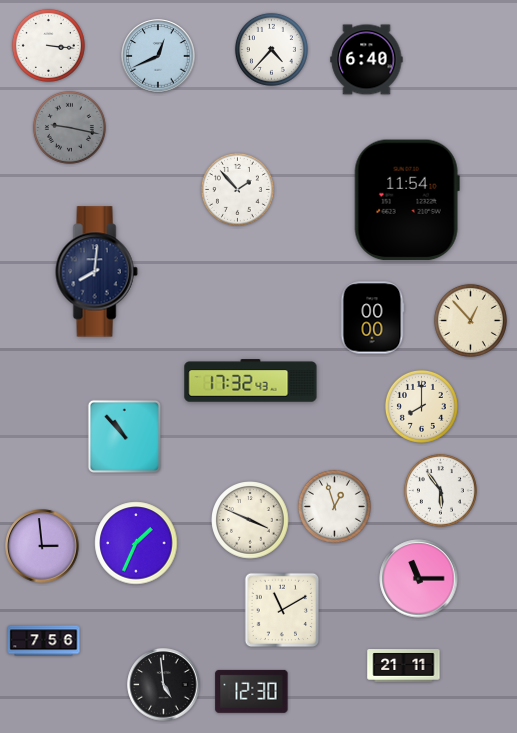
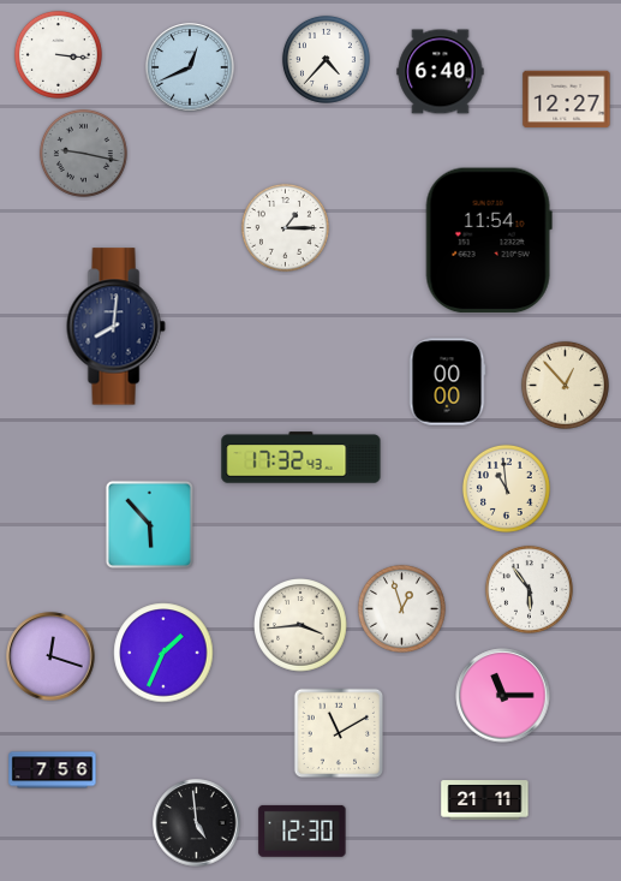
clock at (567, 100): none -> 12:27
clock at (237, 189): 1:53 -> 1:15
clock at (421, 406): 8:00 -> 10:59
clock at (124, 436): 10:53 -> 5:53
clock at (250, 520): 3:49 -> 3:44
clock at (42, 546): 2:59 -> 12:18
